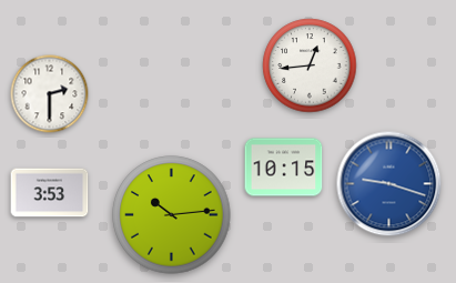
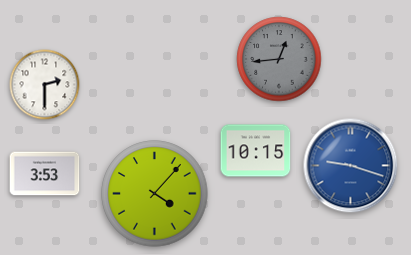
clock at (310, 65) dial: white -> grey
clock at (172, 215): 10:14 -> 4:07
